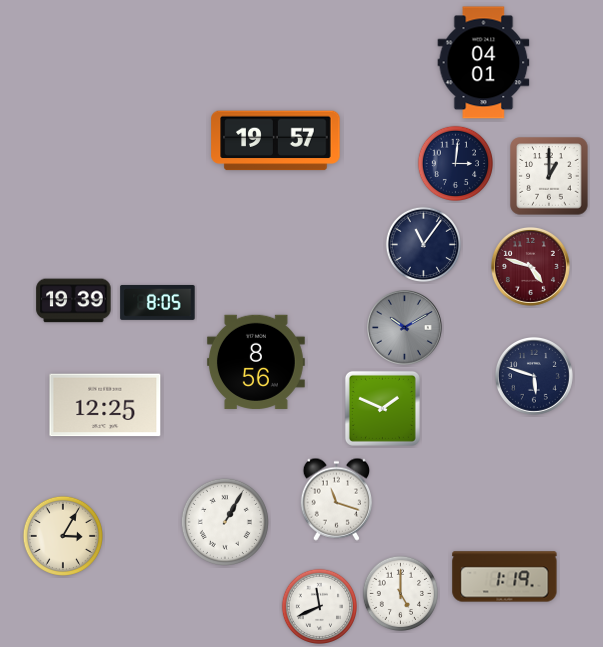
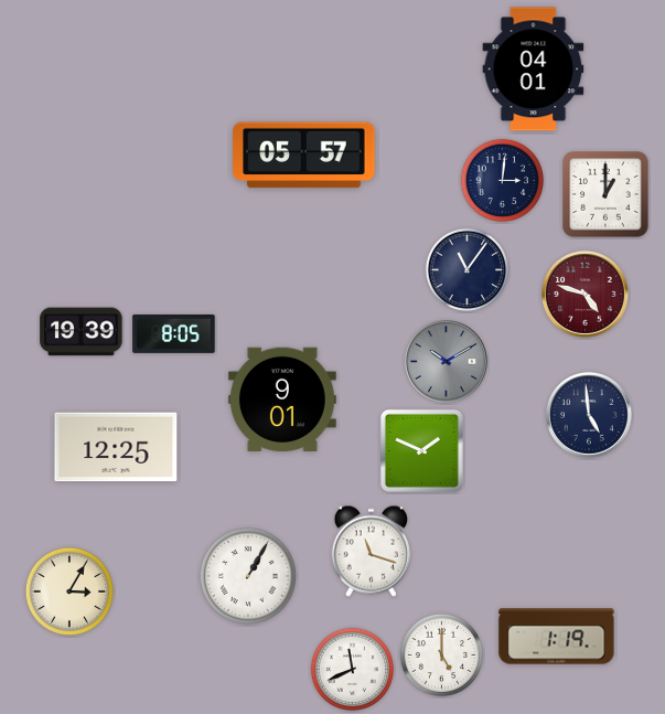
clock at (276, 141): 19:57 -> 05:57
clock at (256, 362): 8:56 -> 9:01
clock at (534, 376): 5:48 -> 4:59
